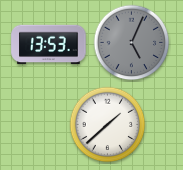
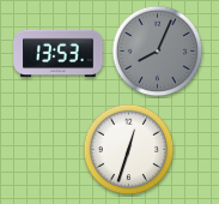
clock at (132, 43): 5:04 -> 8:04
clock at (108, 125): 1:38 -> 12:33
